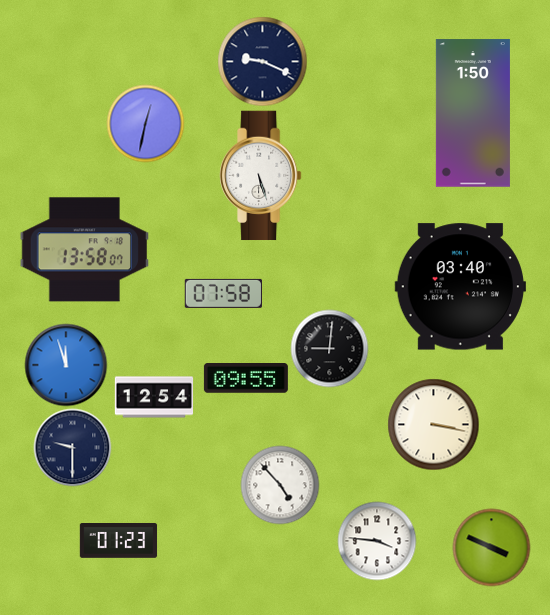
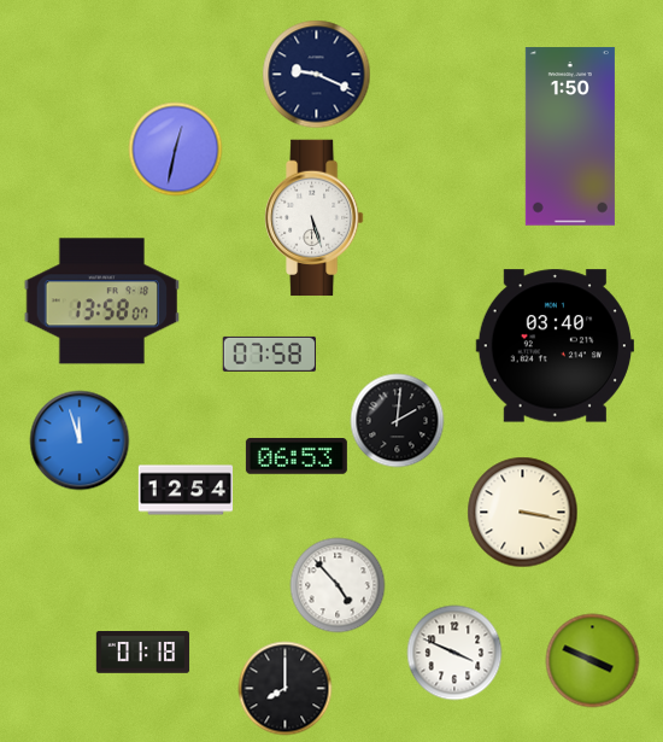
clock at (261, 176) position: (261, 176) -> (315, 218)
clock at (329, 348): 9:01 -> 2:01
clock at (246, 378): 09:55 -> 06:53
clock at (154, 397) position: (154, 397) -> (186, 490)
clock at (72, 447): 9:30 -> none
clock at (118, 541): 01:23 -> 01:18
clock at (377, 541): 3:46 -> 3:49
clock at (284, 688): none -> 8:00
